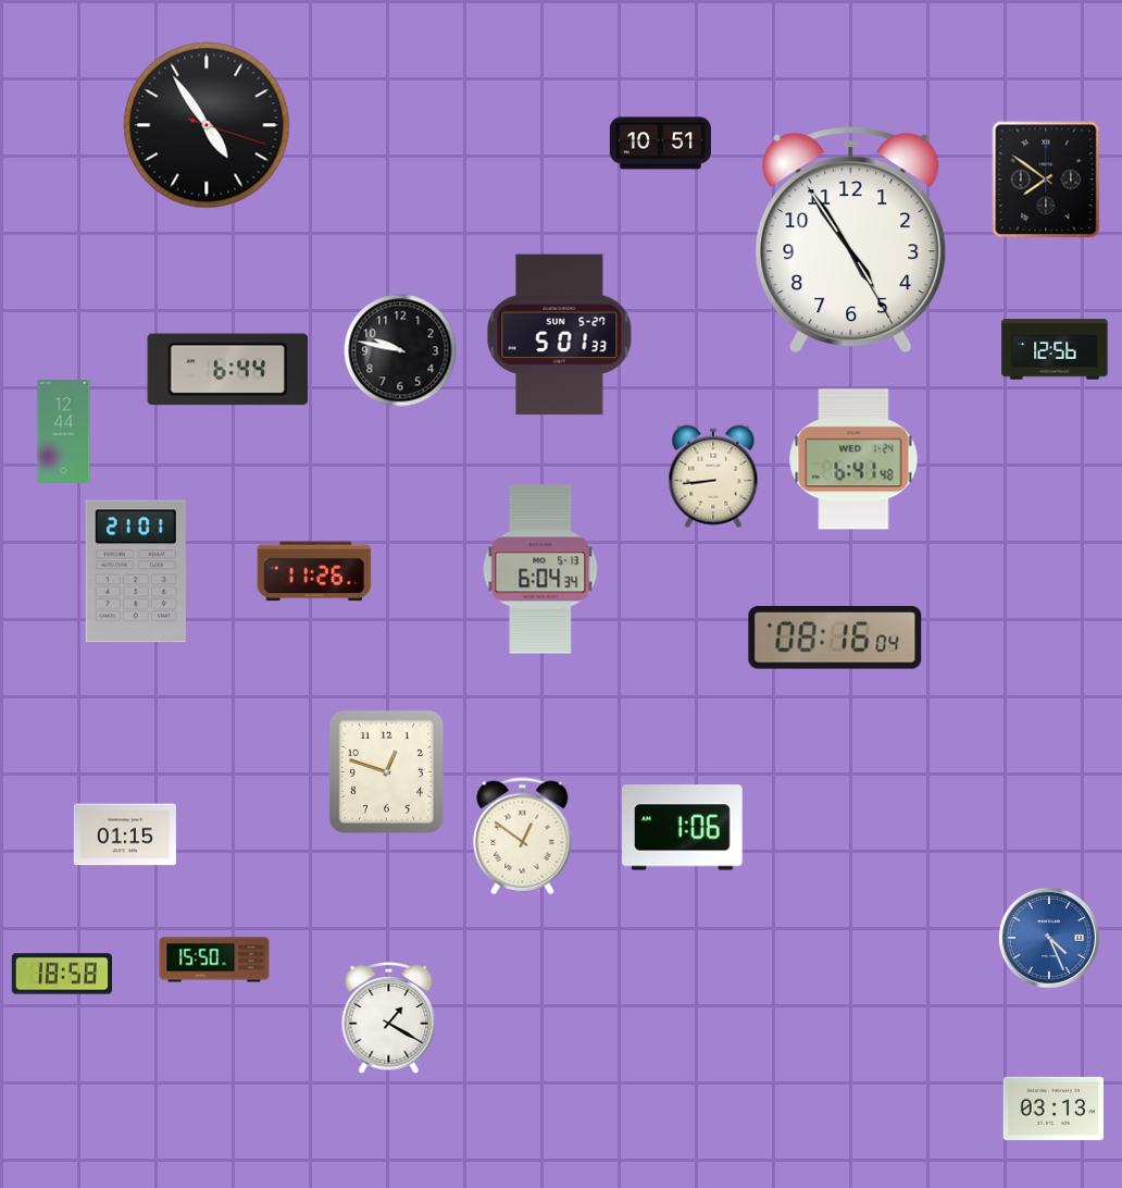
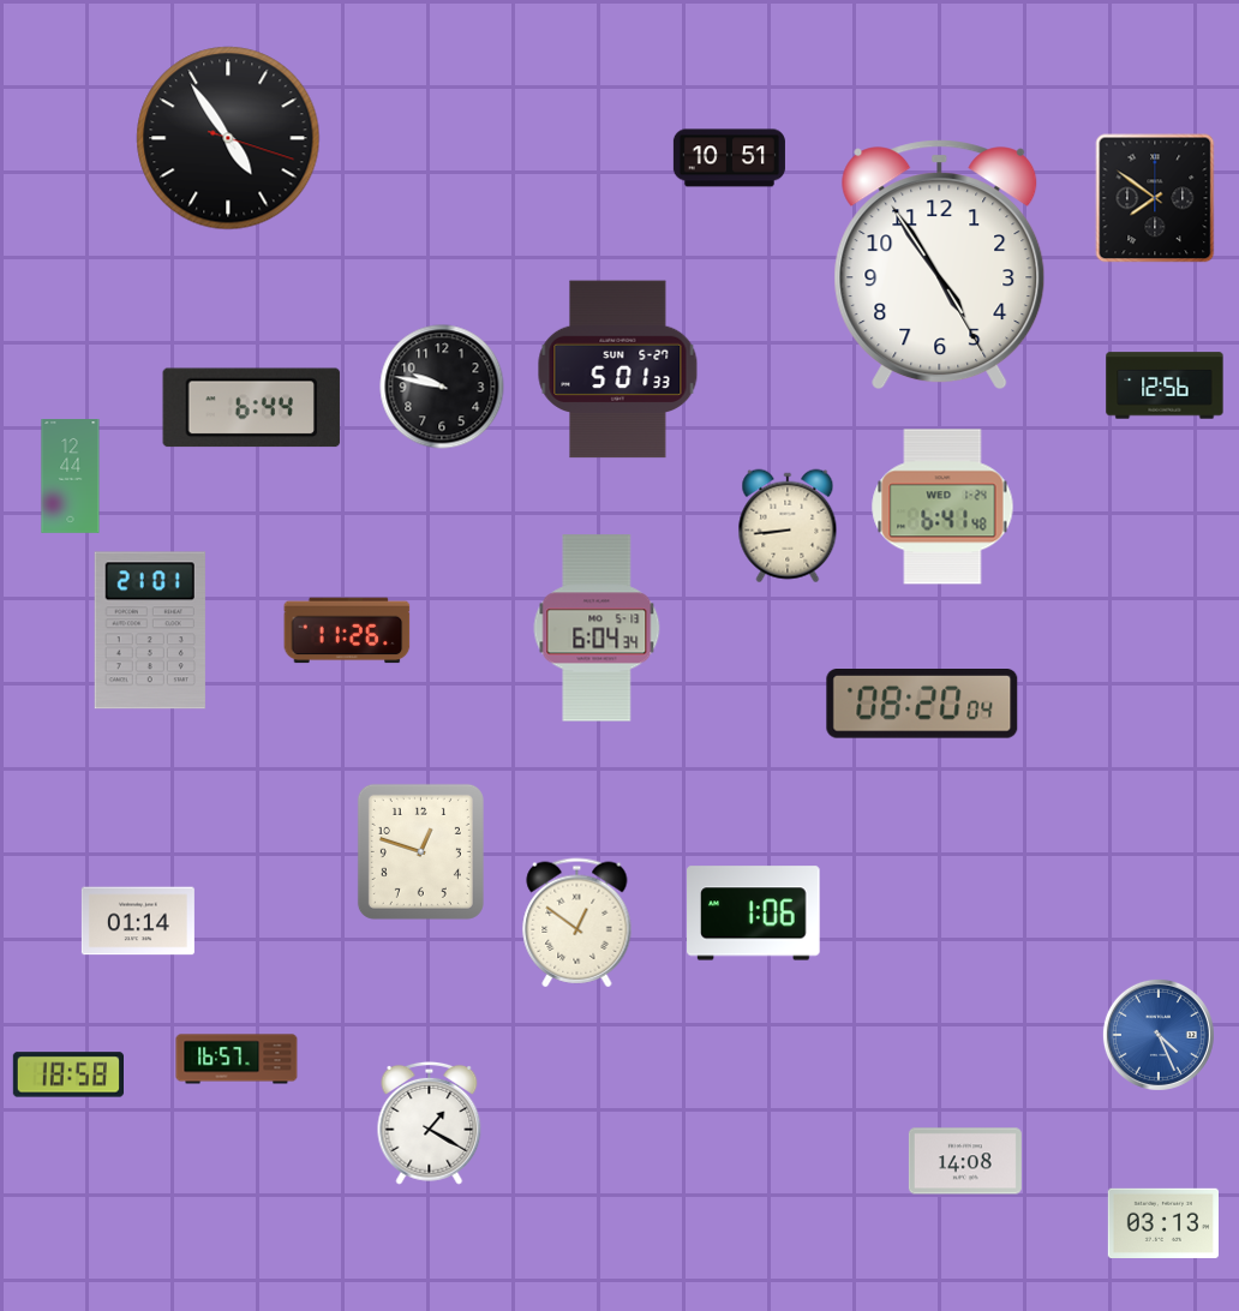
clock at (835, 639): 08:16 -> 08:20
clock at (386, 771) position: (386, 771) -> (420, 851)
clock at (125, 834): 01:15 -> 01:14
clock at (214, 960): 15:50 -> 16:57
clock at (965, 1161): none -> 14:08
